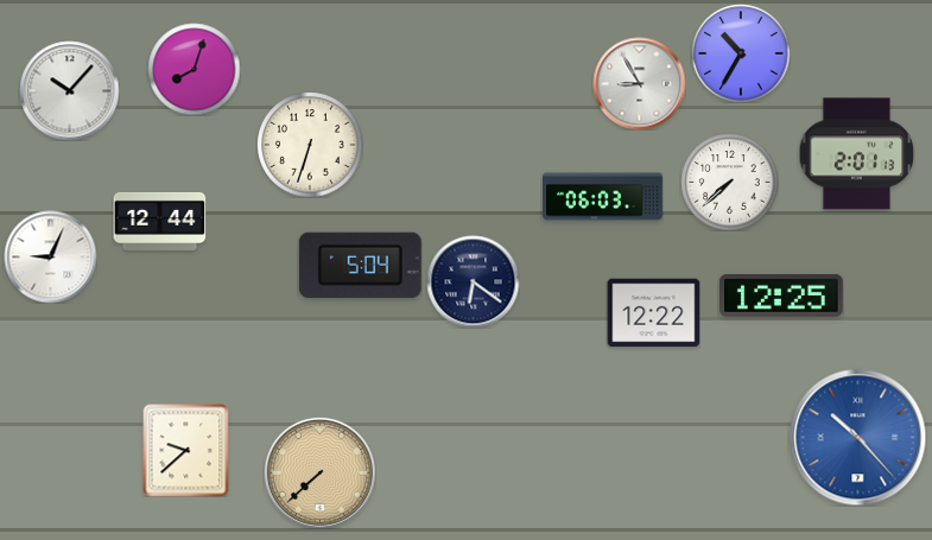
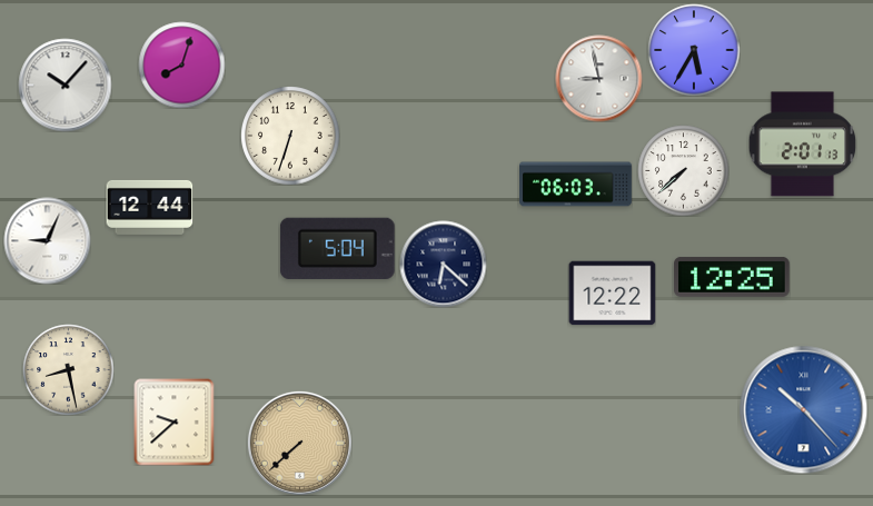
clock at (741, 53): 10:35 -> 5:35
clock at (639, 83): 8:55 -> 8:58
clock at (603, 197) position: (603, 197) -> (576, 185)
clock at (473, 281): 6:21 -> 6:22
clock at (68, 369): none -> 8:28
